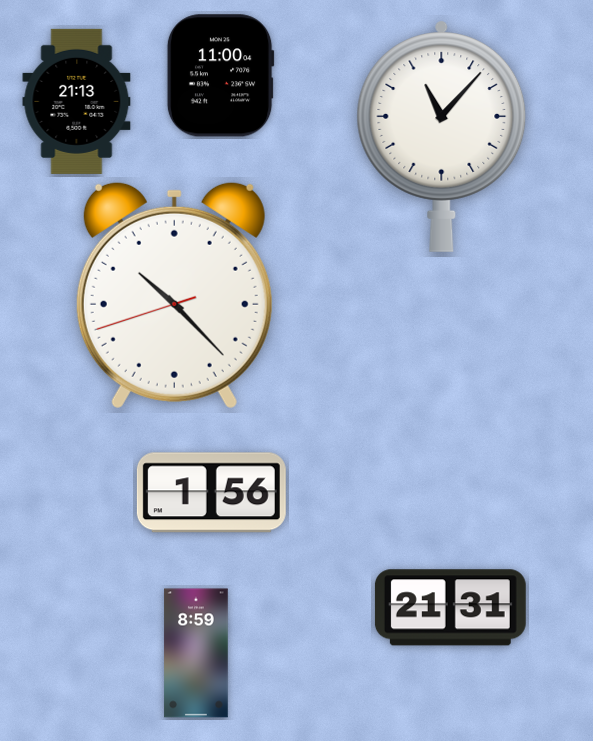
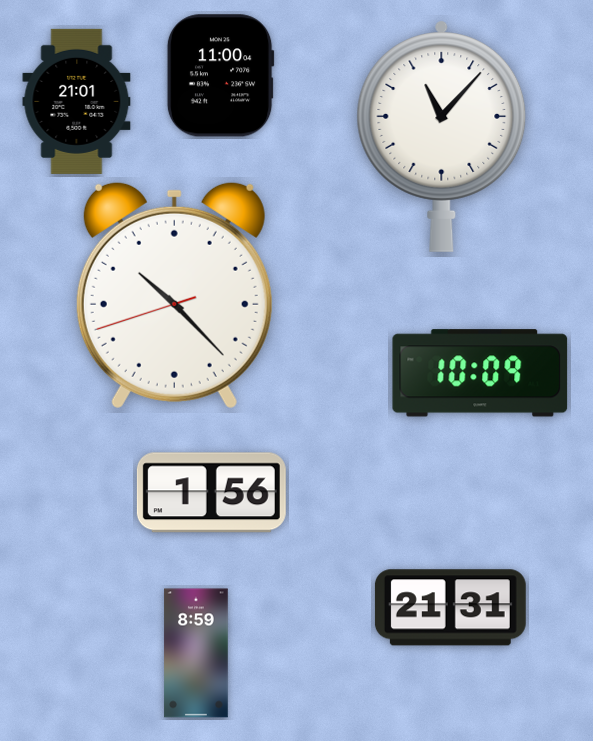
clock at (77, 101): 21:13 -> 21:01
clock at (480, 373): none -> 10:09
